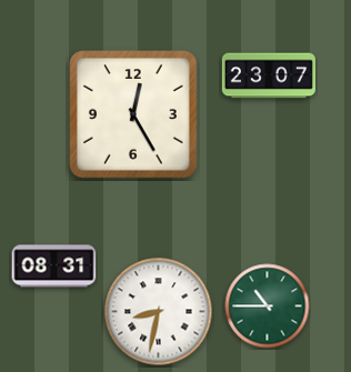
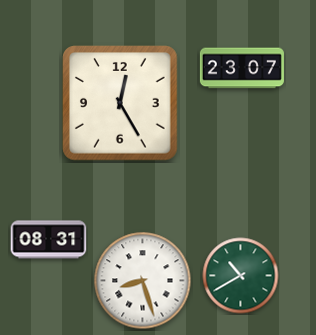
clock at (268, 306): 10:45 -> 10:40
clock at (159, 312): 8:32 -> 8:27
